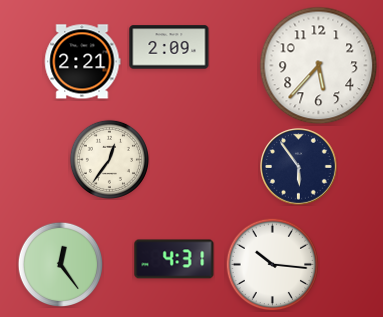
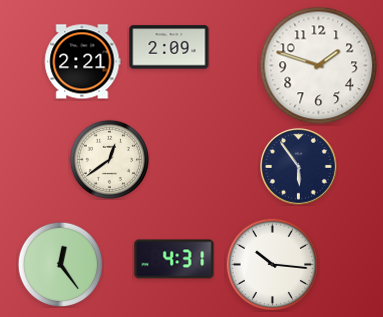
clock at (319, 66): 5:37 -> 1:48
clock at (109, 159): 12:36 -> 12:39
